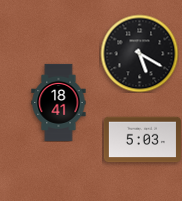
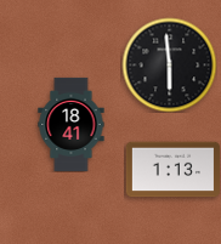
clock at (139, 53): 5:20 -> 5:59
clock at (142, 140): 5:03 -> 1:13
